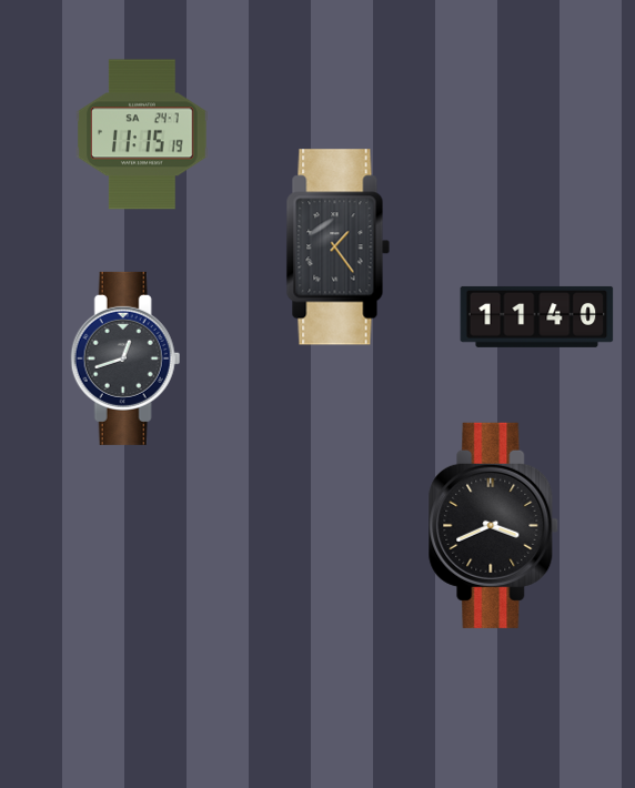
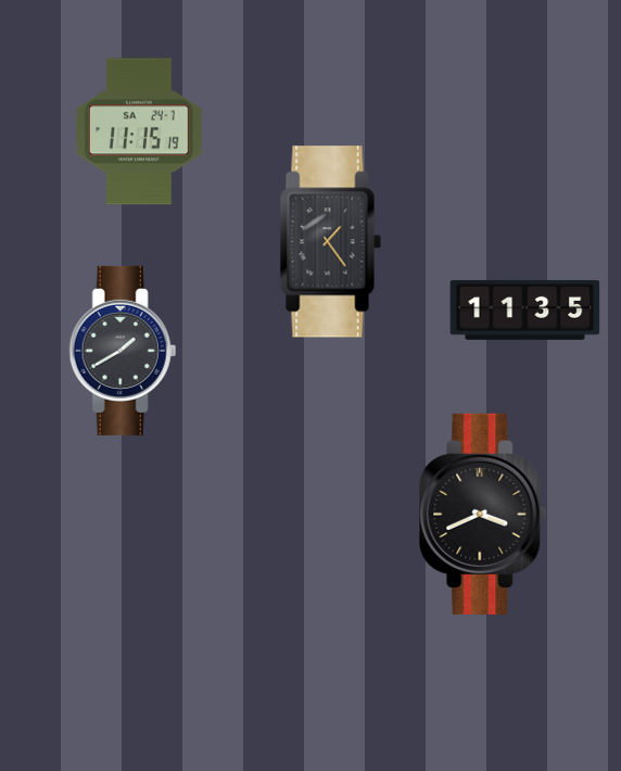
clock at (537, 316): 11:40 -> 11:35
clock at (125, 358): 12:42 -> 1:40
